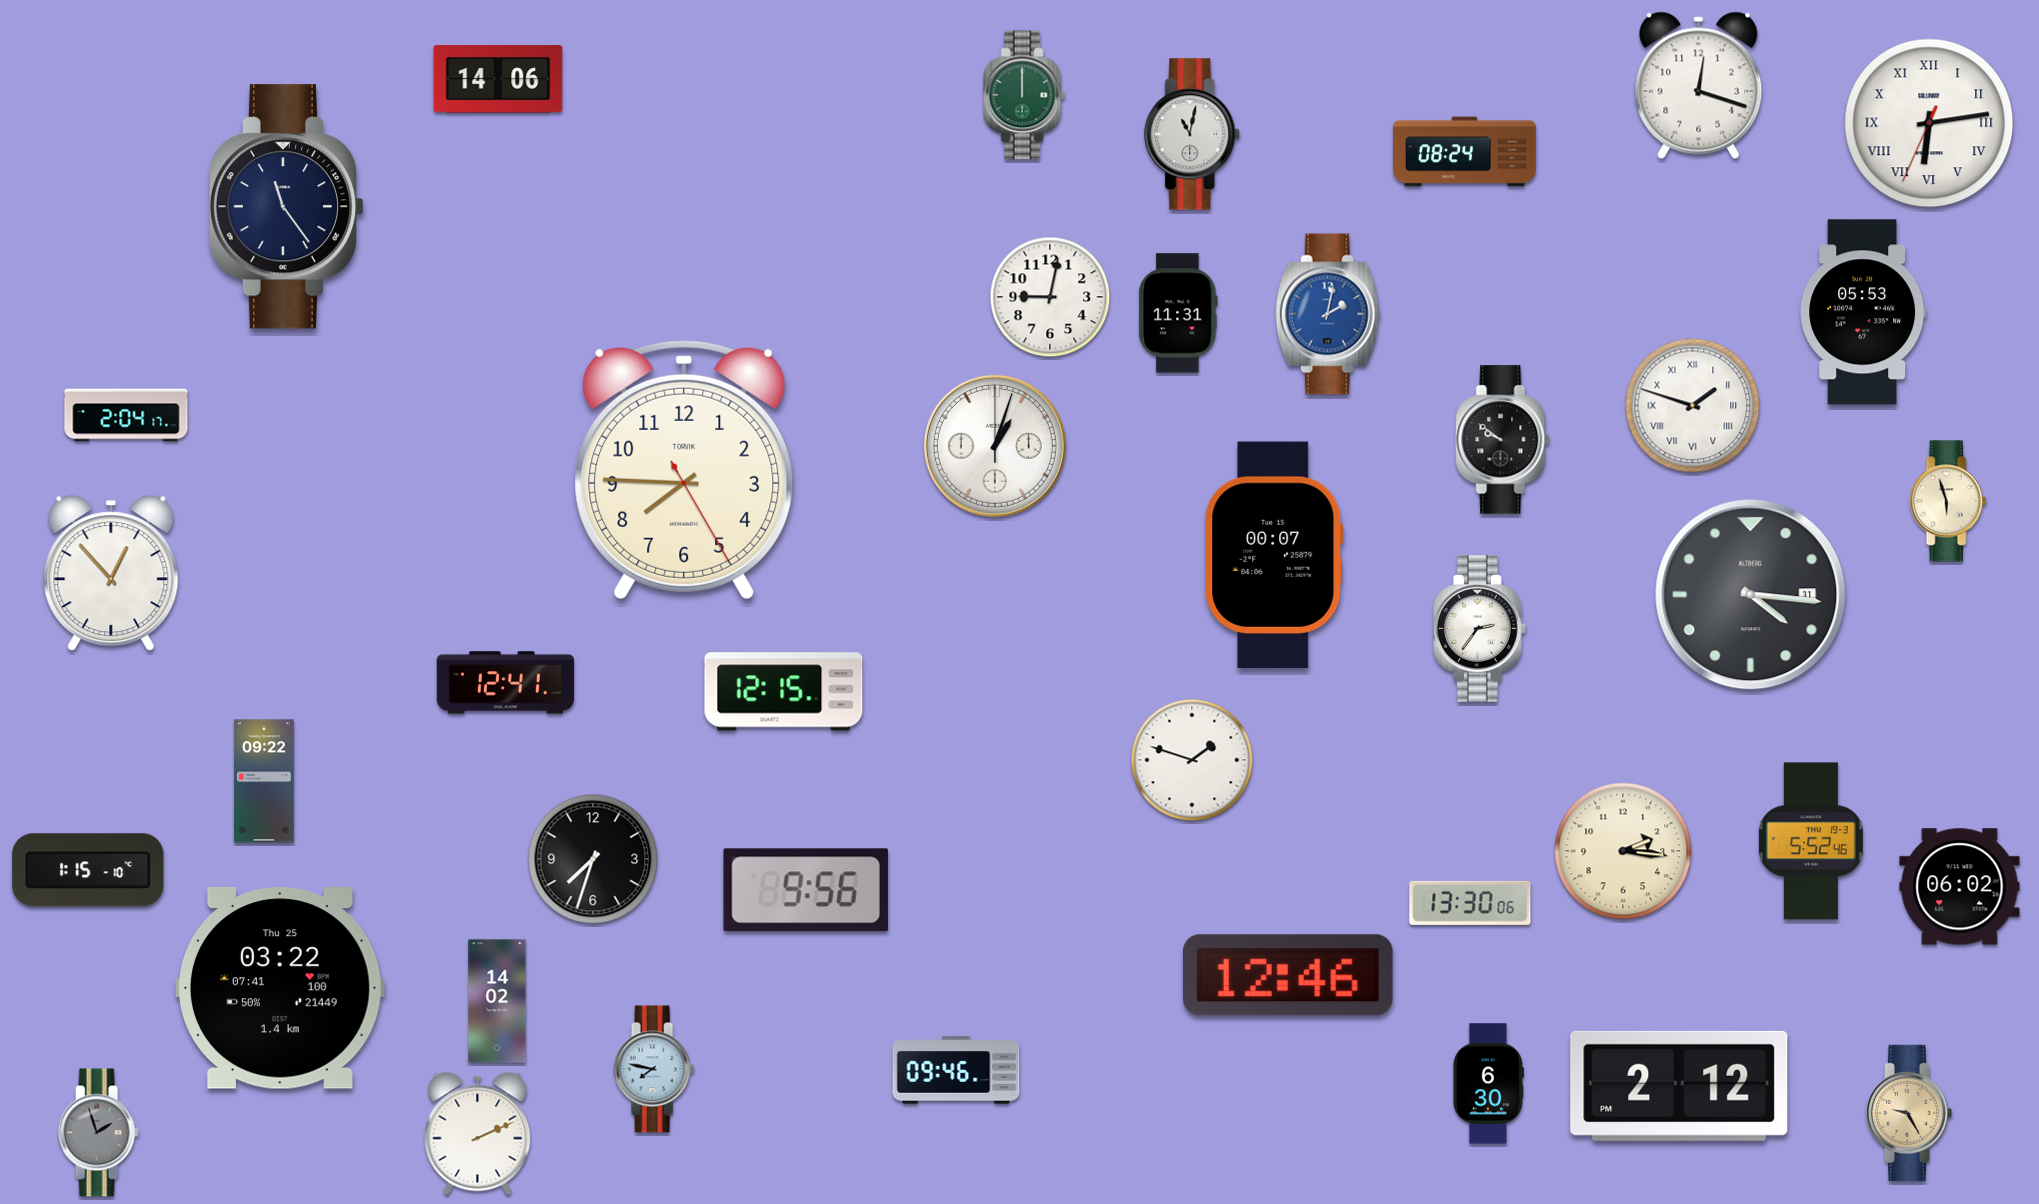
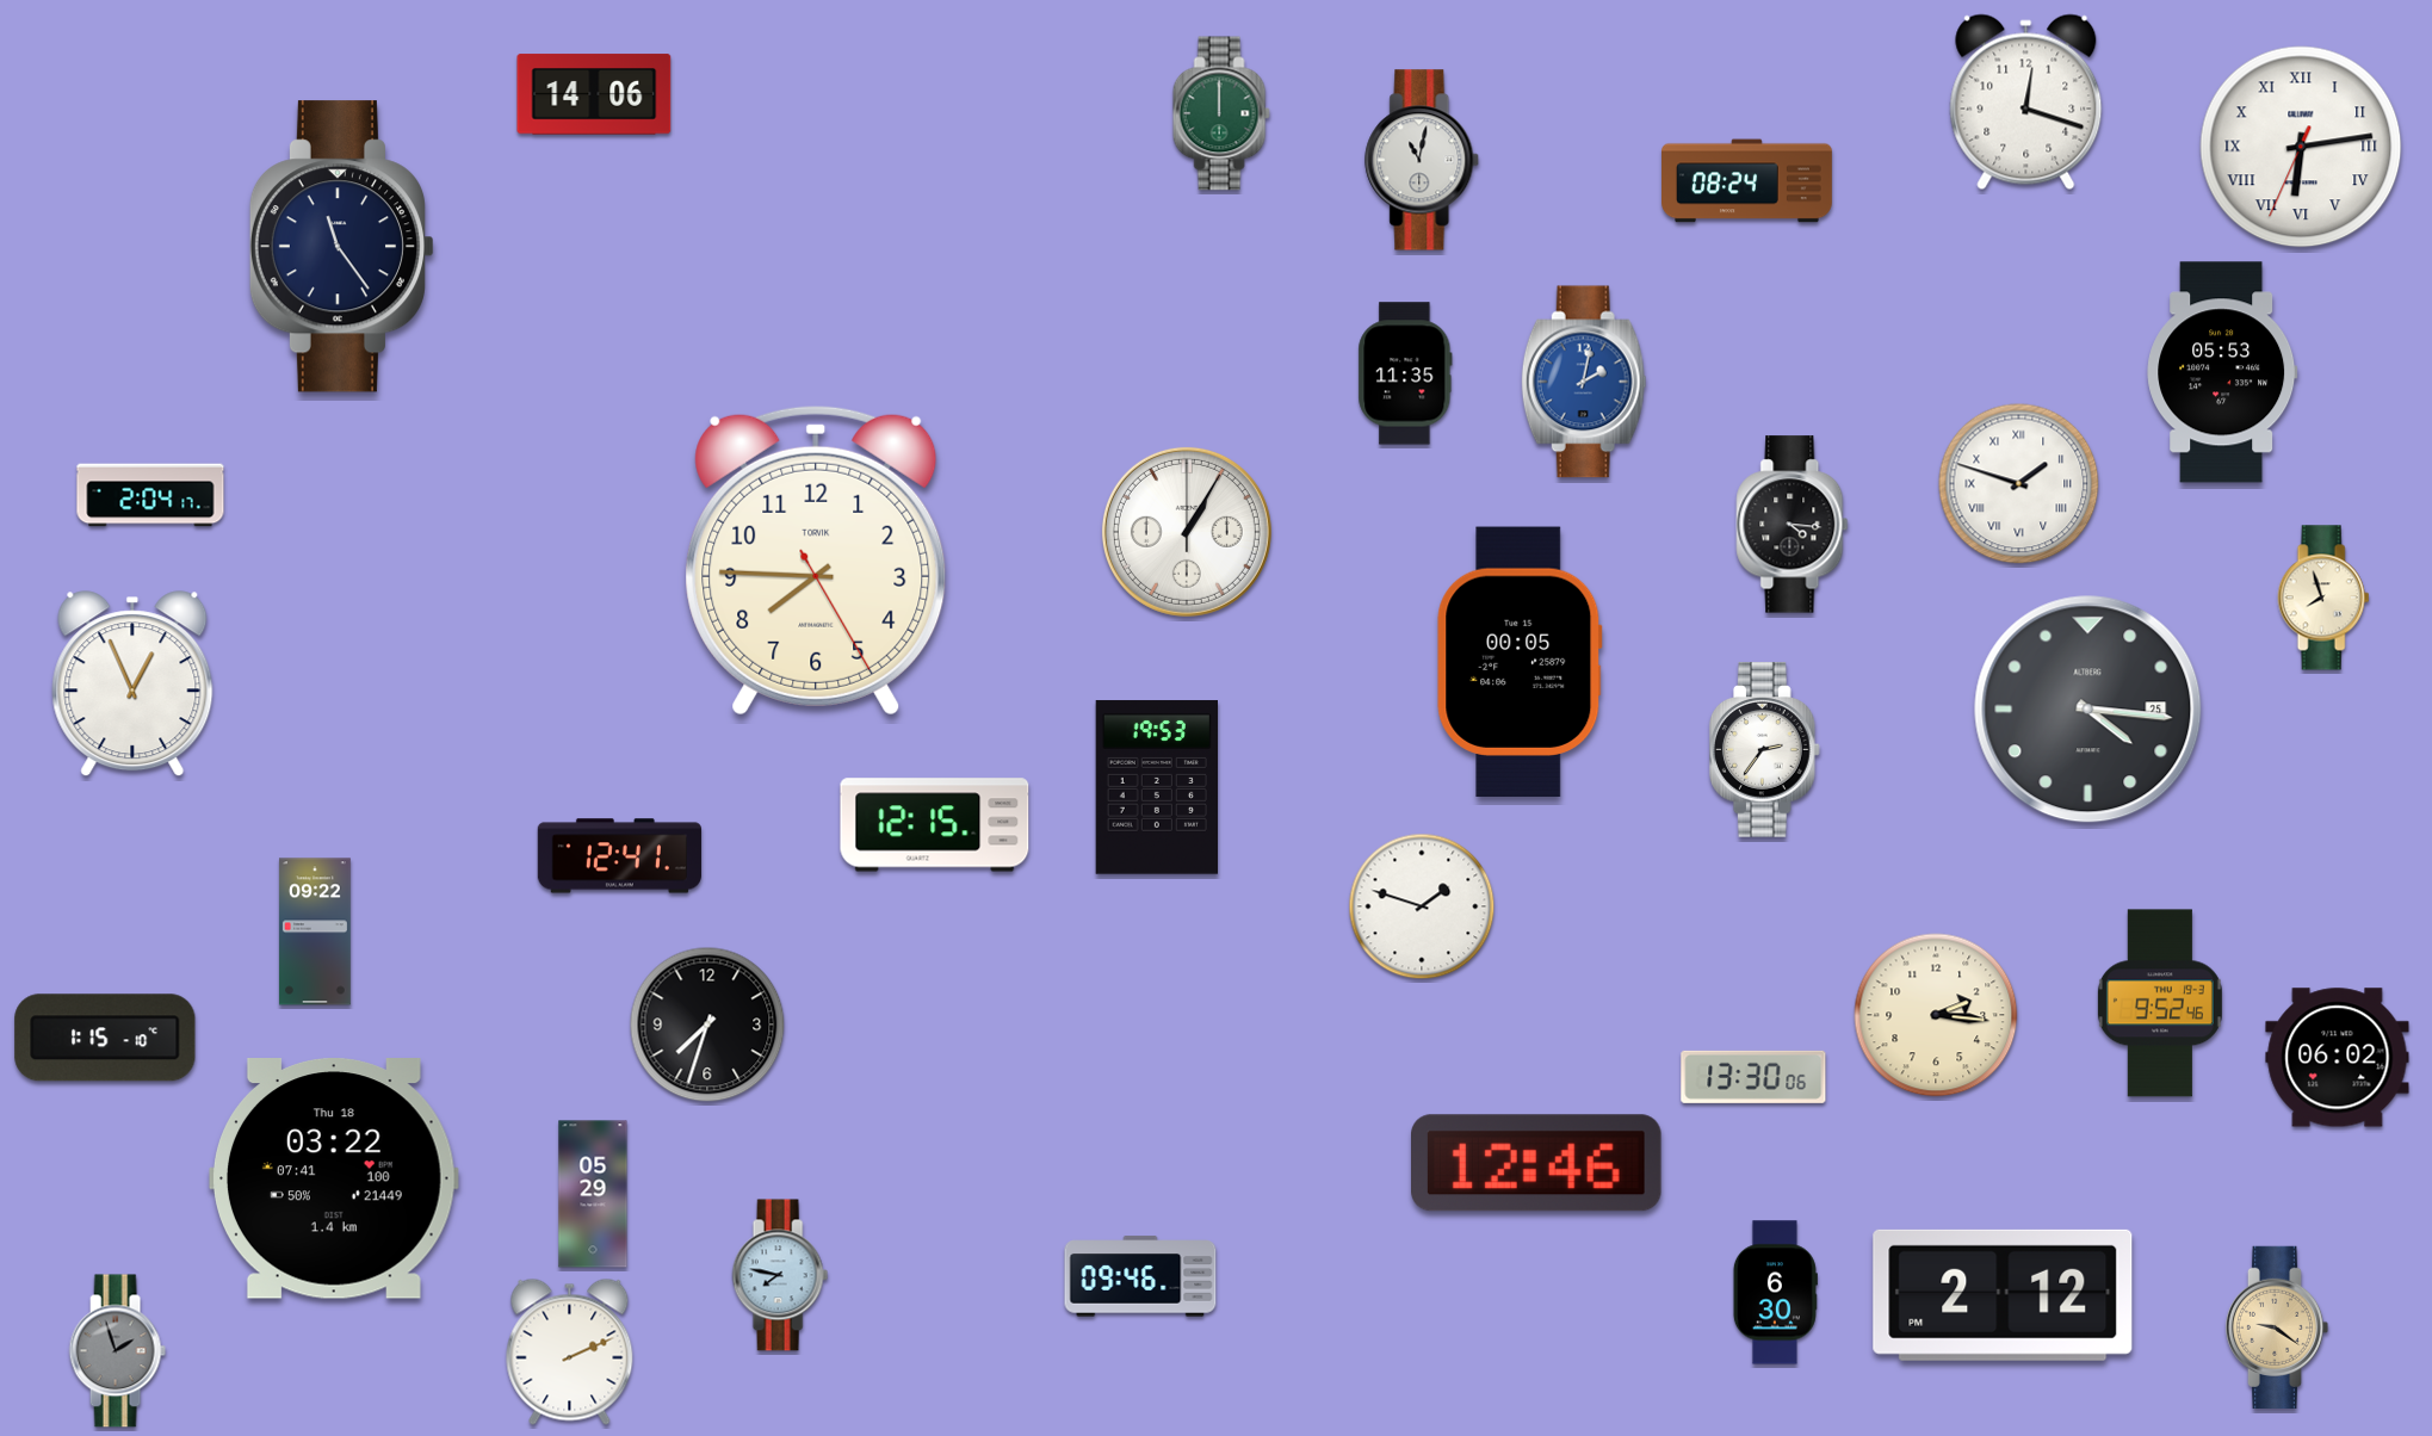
clock at (1050, 297): 9:02 -> none
clock at (1178, 313): 11:31 -> 11:35
clock at (1328, 314) position: (1328, 314) -> (1584, 382)
clock at (1503, 440): 9:51 -> 4:16
clock at (995, 446): 1:03 -> 1:05
clock at (1948, 501): 5:57 -> 7:57
clock at (1274, 554): 00:07 -> 00:05
clock at (111, 574): 12:53 -> 12:56
clock at (1751, 595) date: 31 -> 25
clock at (1156, 787): none -> 19:53
clock at (505, 683) position: (505, 683) -> (619, 856)
clock at (1811, 841): 5:52 -> 9:52
clock at (806, 890): 9:56 -> none
clock at (281, 989) date: Thu 25 -> Thu 18
clock at (497, 1001): 14:02 -> 05:29
clock at (1909, 1112): 9:25 -> 9:21
